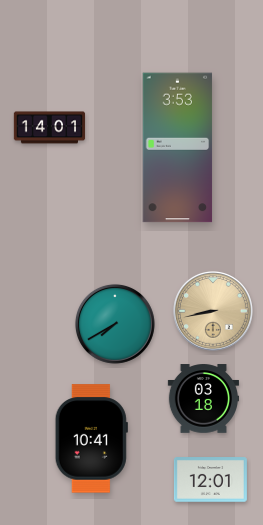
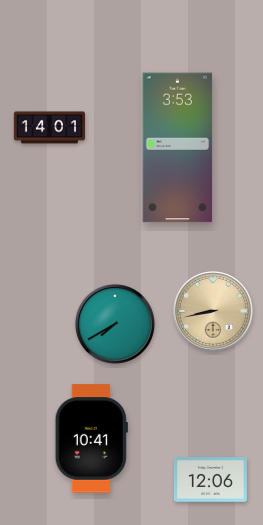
clock at (204, 399): 03:18 -> none
clock at (210, 480): 12:01 -> 12:06
